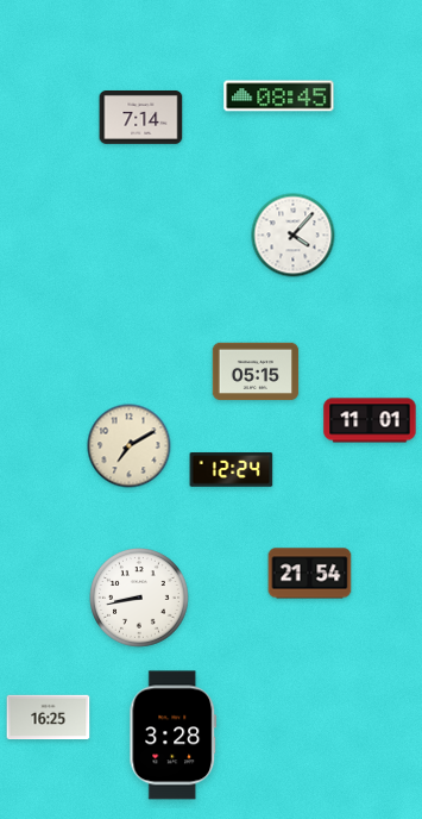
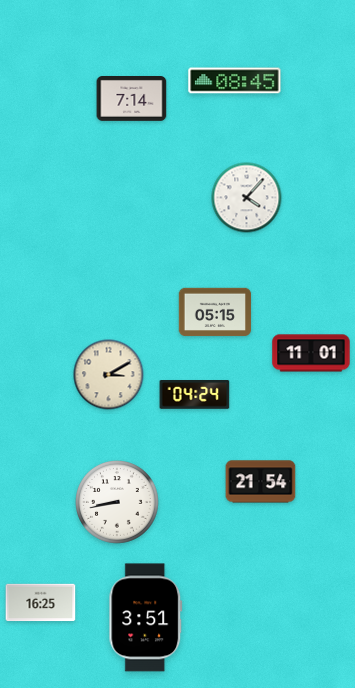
clock at (141, 118) position: (141, 118) -> (132, 99)
clock at (130, 446): 7:10 -> 3:10
clock at (232, 470): 12:24 -> 04:24
clock at (174, 736): 3:28 -> 3:51
